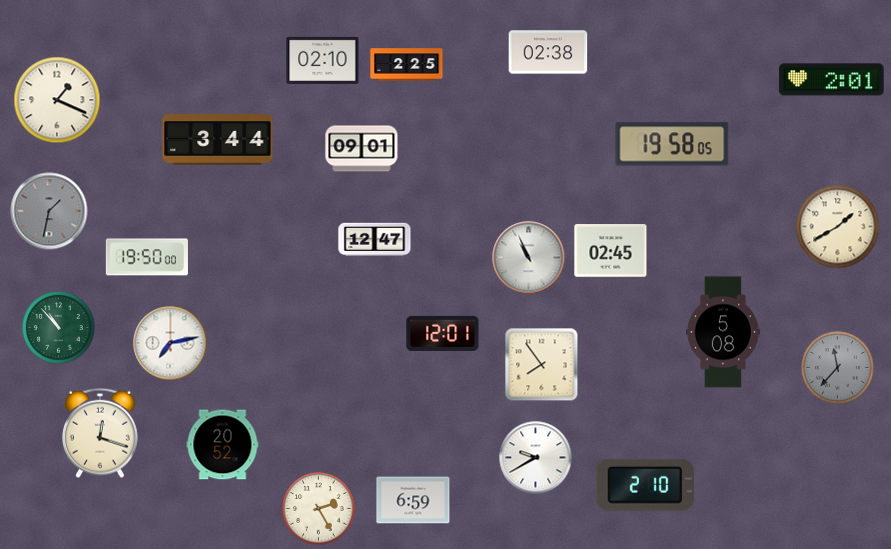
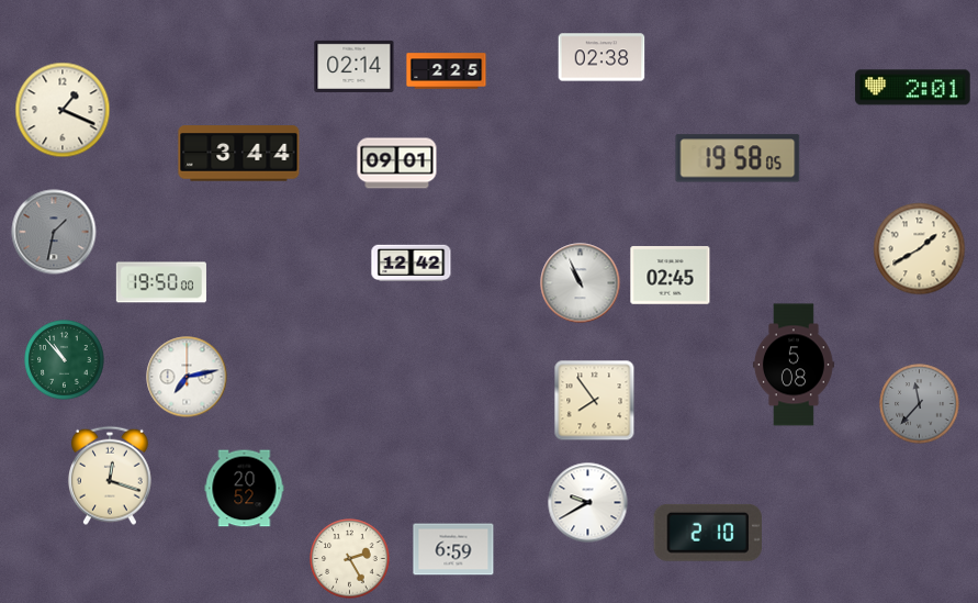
clock at (323, 60): 02:10 -> 02:14
clock at (375, 239): 12:47 -> 12:42
clock at (443, 333): 12:01 -> none
